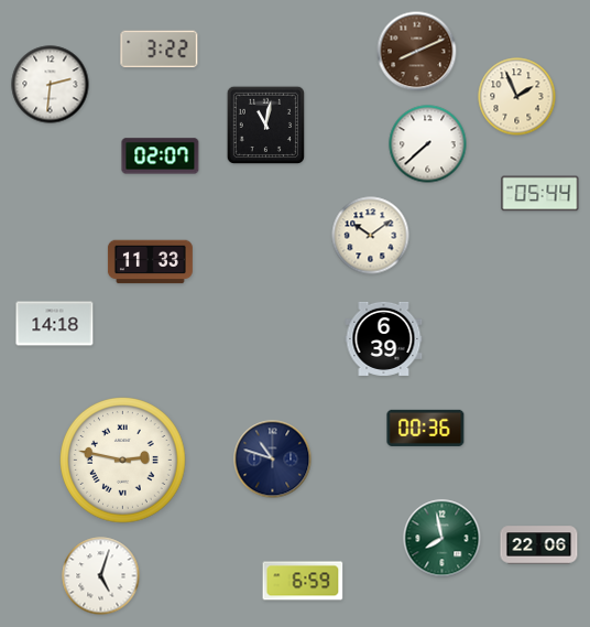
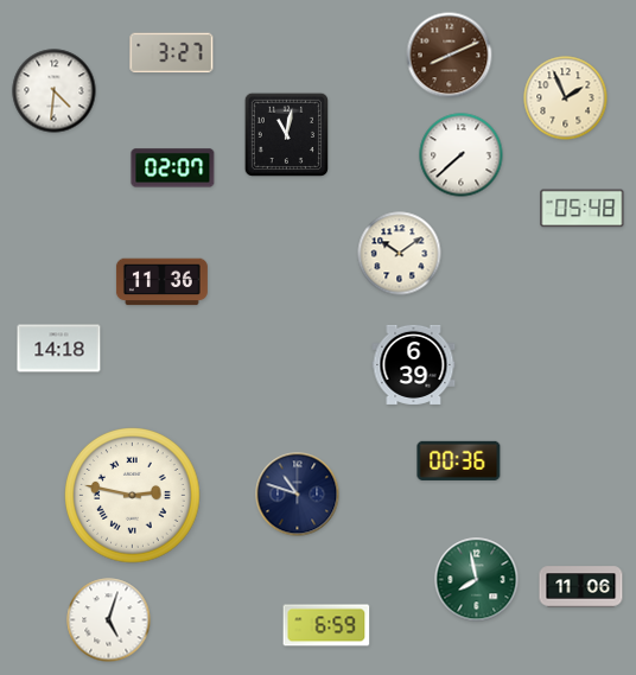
clock at (160, 50): 3:22 -> 3:27
clock at (51, 85): 2:31 -> 4:31
clock at (517, 97) position: (517, 97) -> (566, 98)
clock at (540, 194): 05:44 -> 05:48
clock at (150, 262): 11:33 -> 11:36
clock at (273, 460) position: (273, 460) -> (298, 495)
clock at (539, 545): 22:06 -> 11:06
